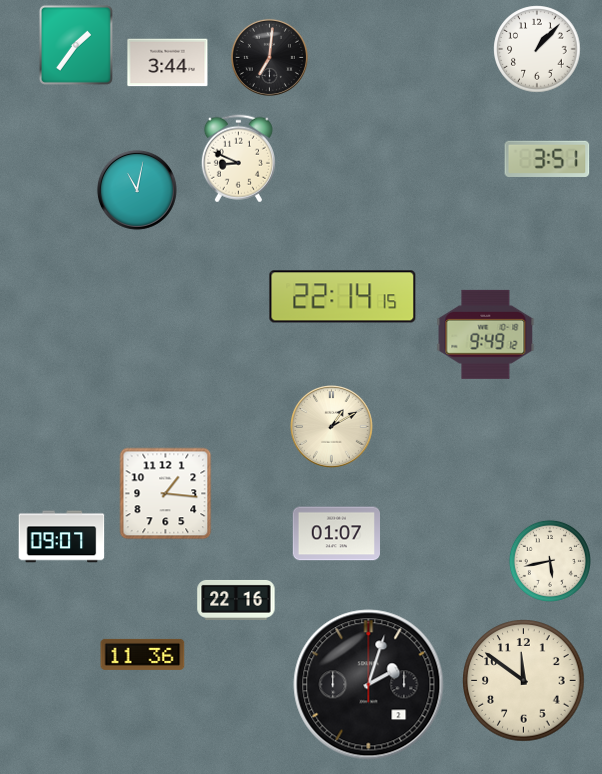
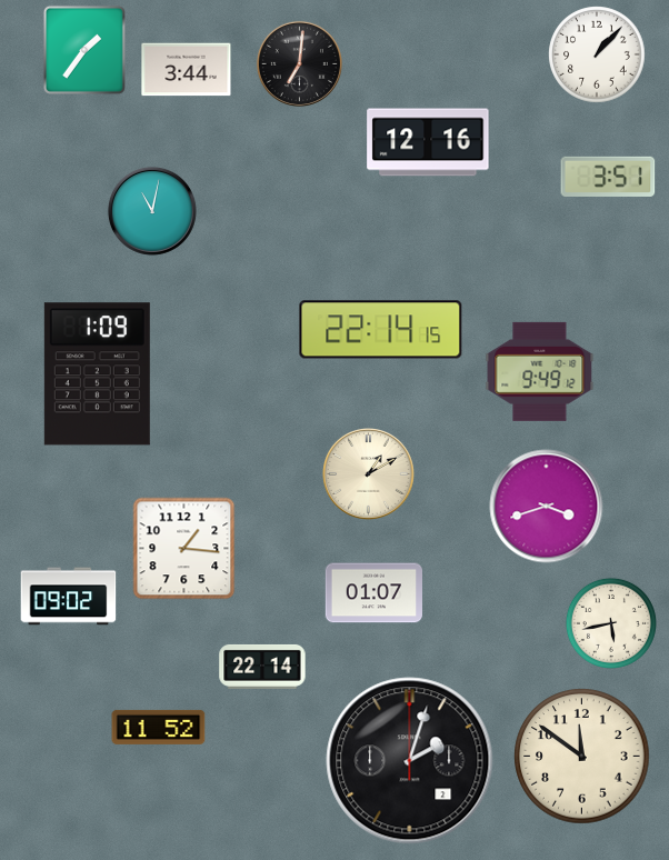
clock at (428, 142): none -> 12:16
clock at (238, 159): 8:49 -> none
clock at (97, 374): none -> 1:09
clock at (547, 507): none -> 3:42
clock at (62, 537): 09:07 -> 09:02
clock at (236, 600): 22:16 -> 22:14
clock at (143, 654): 11:36 -> 11:52
